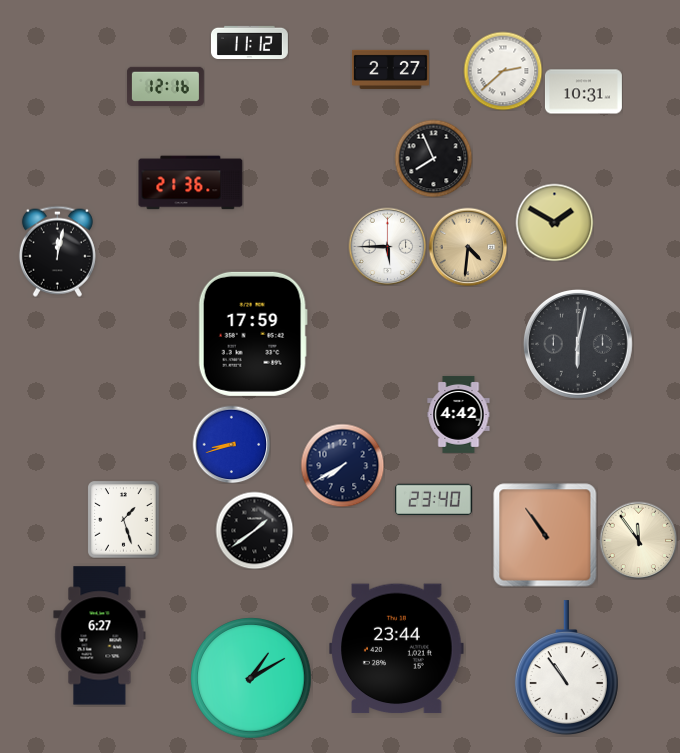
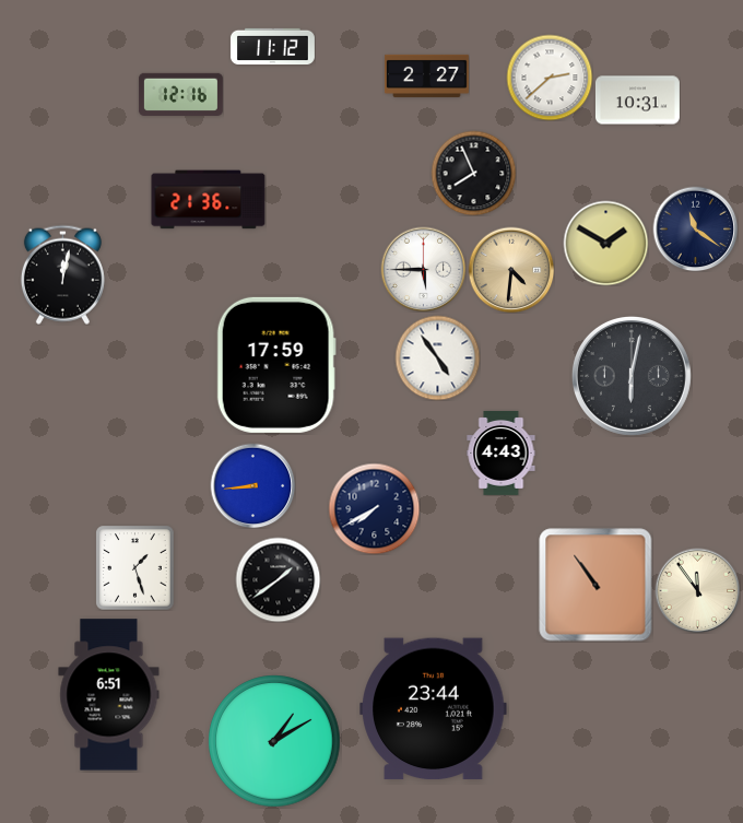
clock at (695, 228): none -> 11:21
clock at (437, 357): none -> 4:54
clock at (459, 414): 4:42 -> 4:43
clock at (231, 444): 8:42 -> 8:44
clock at (433, 500): 23:40 -> none
clock at (100, 636): 6:27 -> 6:51
clock at (566, 668): 10:54 -> none
